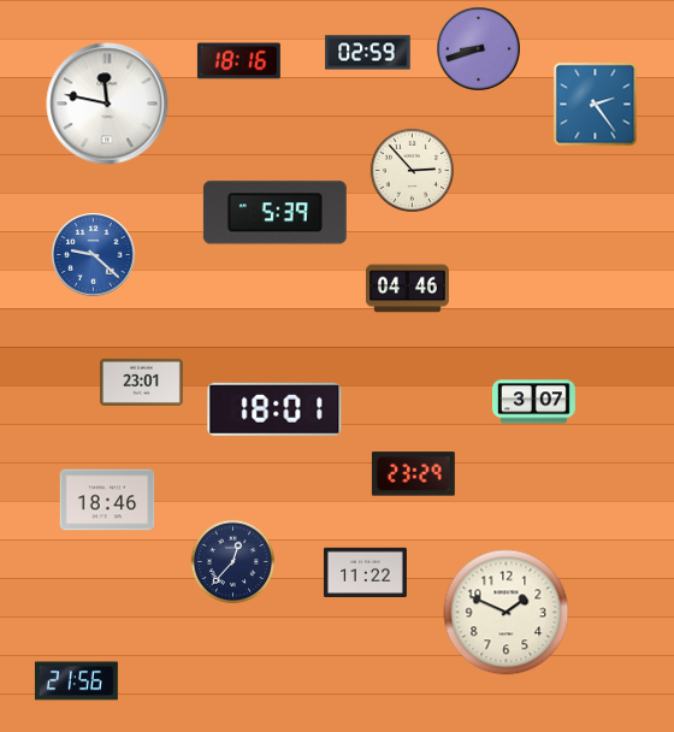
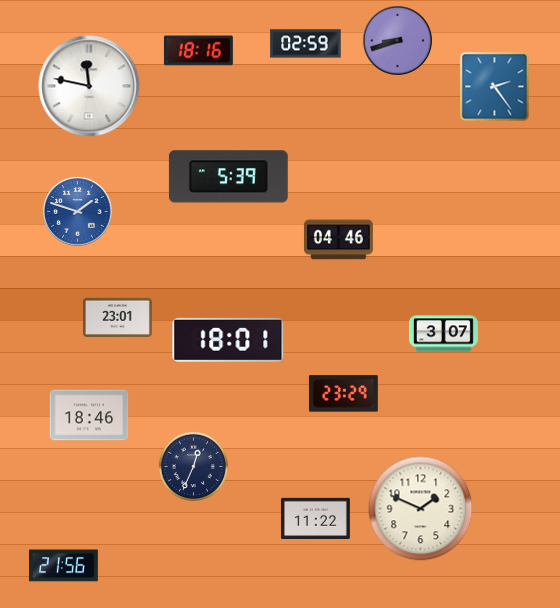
clock at (413, 171): 2:53 -> none
clock at (94, 255): 9:22 -> 1:48
clock at (233, 562): 12:37 -> 12:34
clock at (365, 572) position: (365, 572) -> (315, 518)
